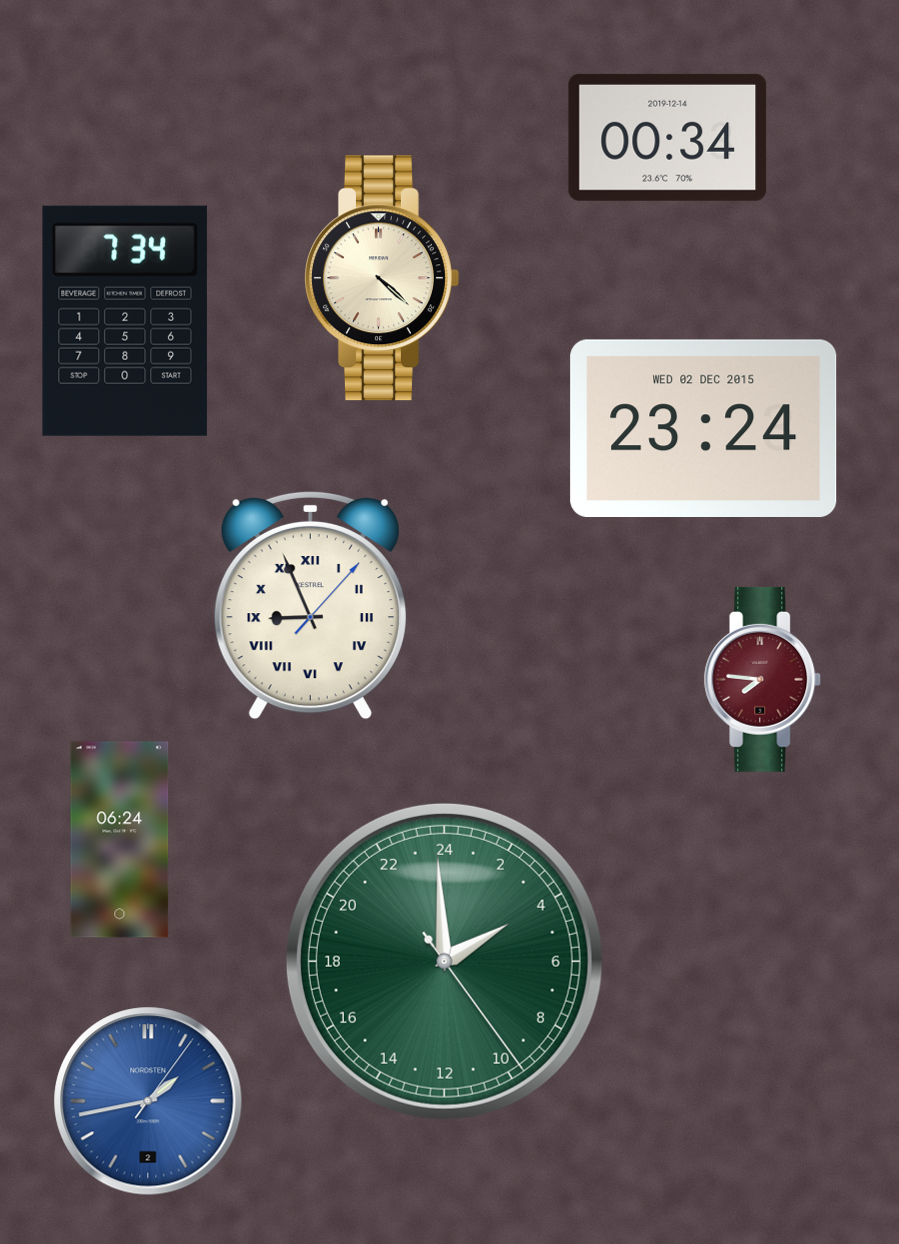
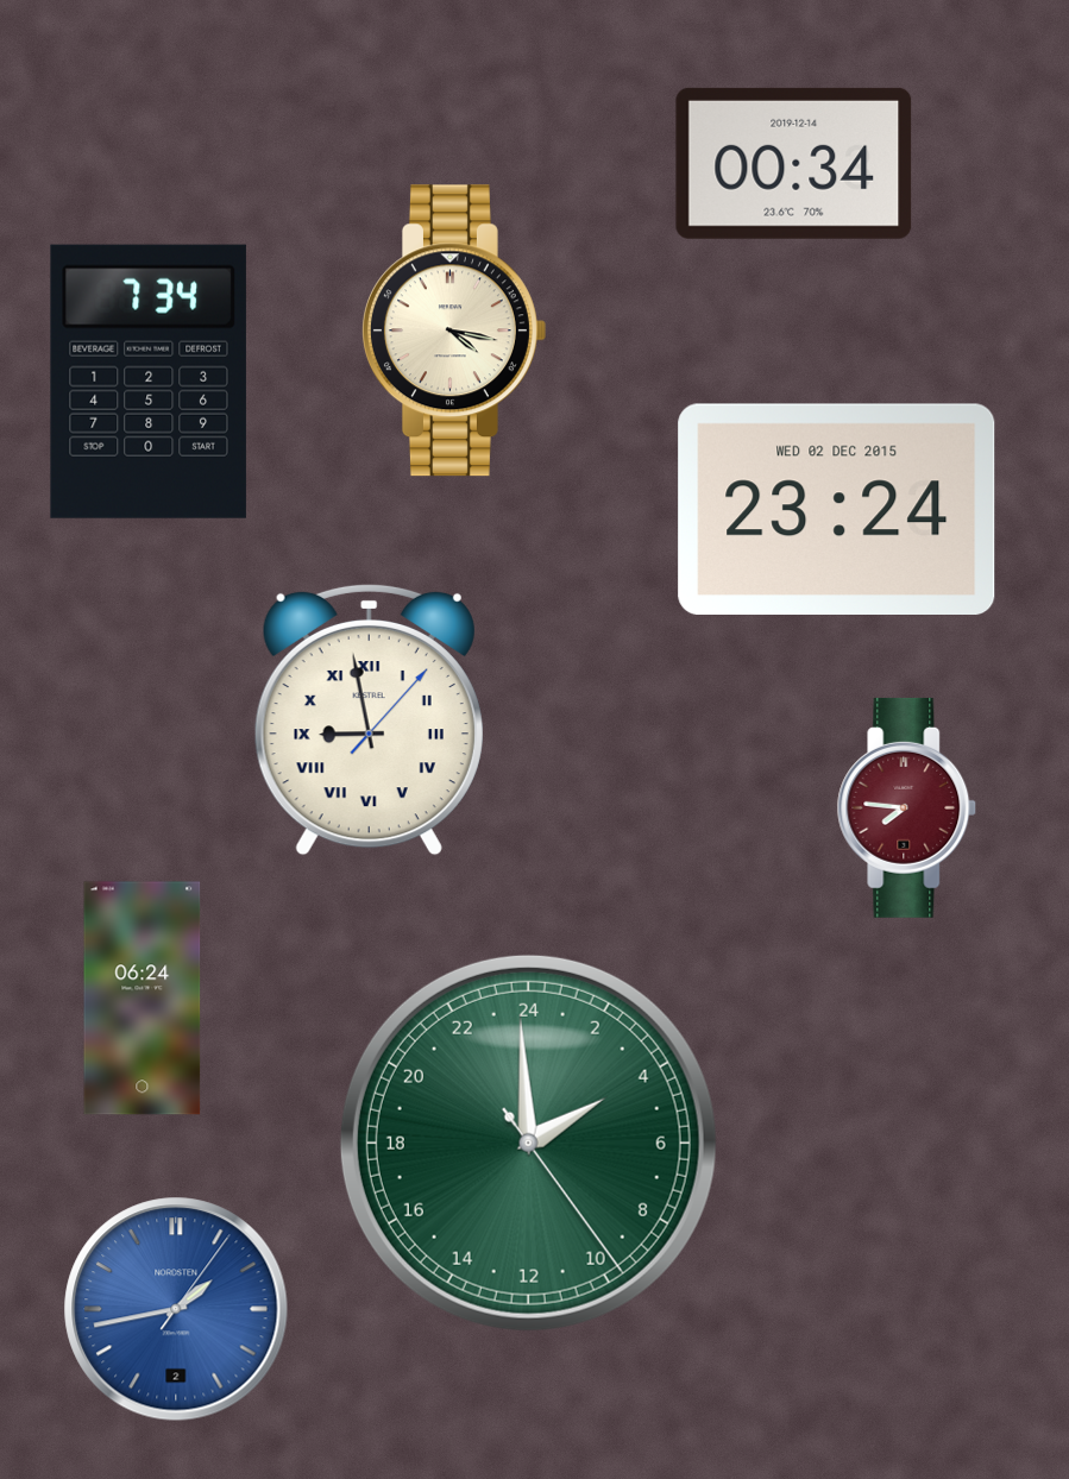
clock at (381, 278): 4:22 -> 4:17
clock at (310, 605): 8:56 -> 8:58
